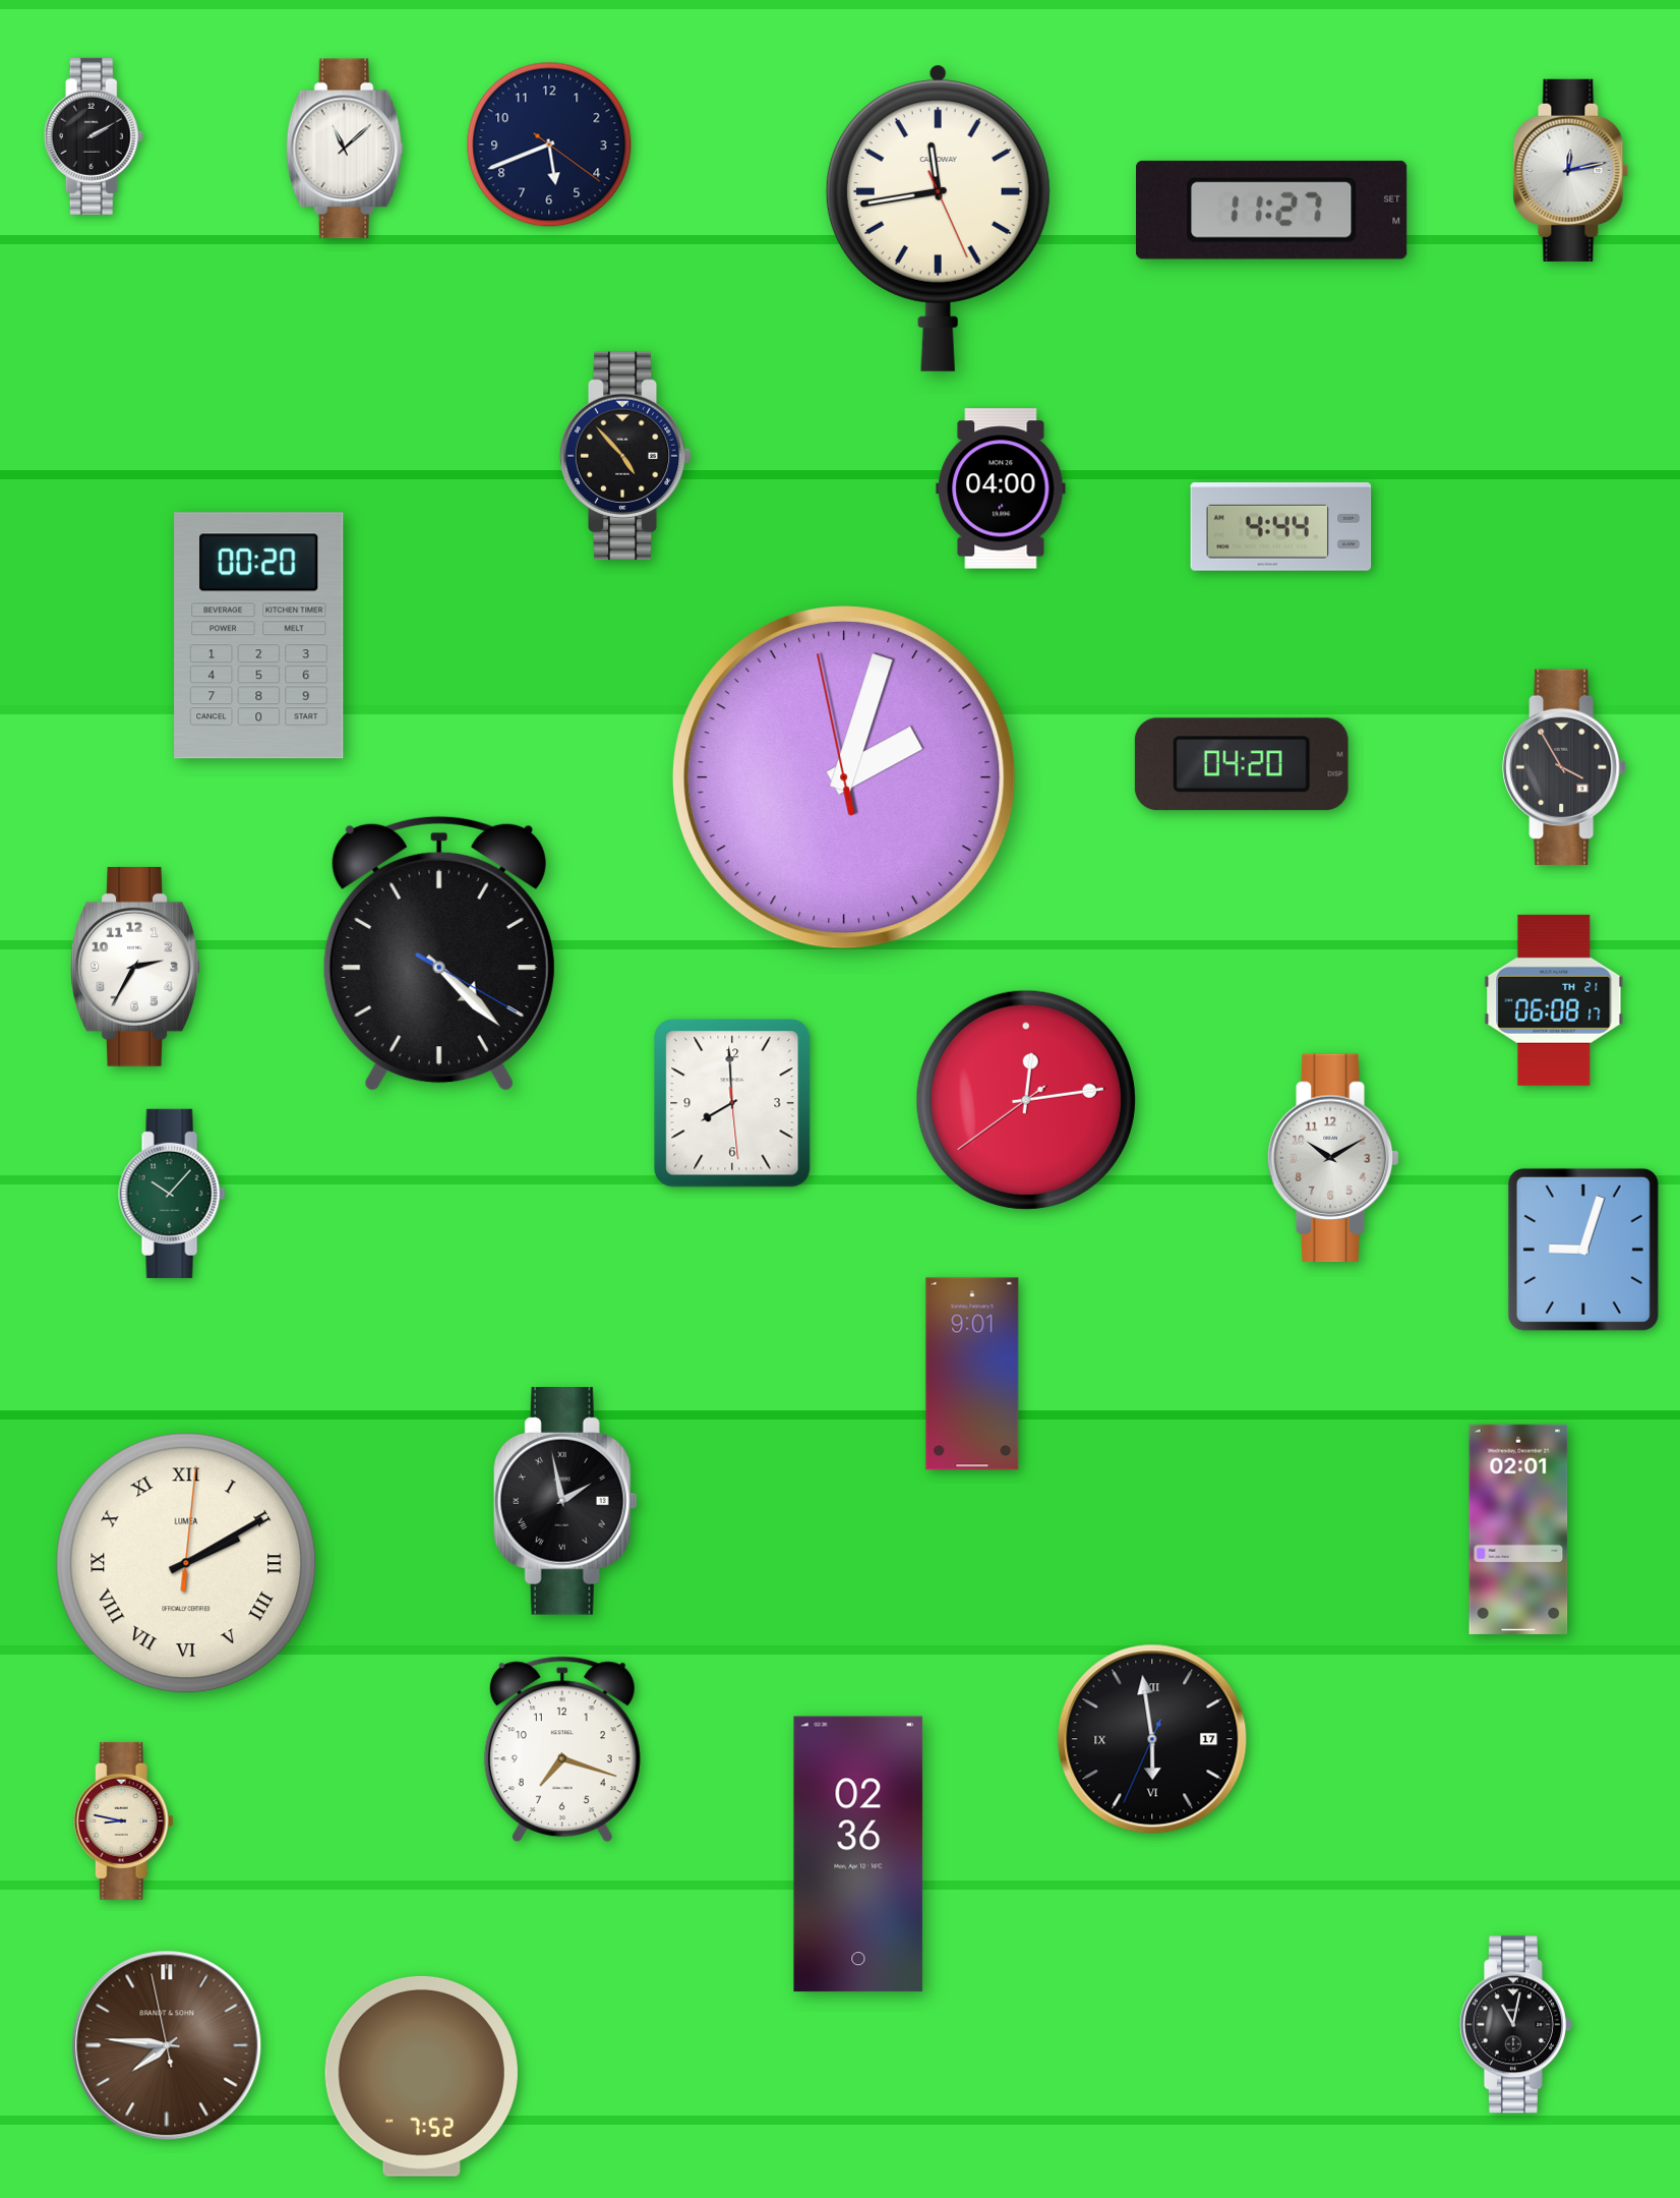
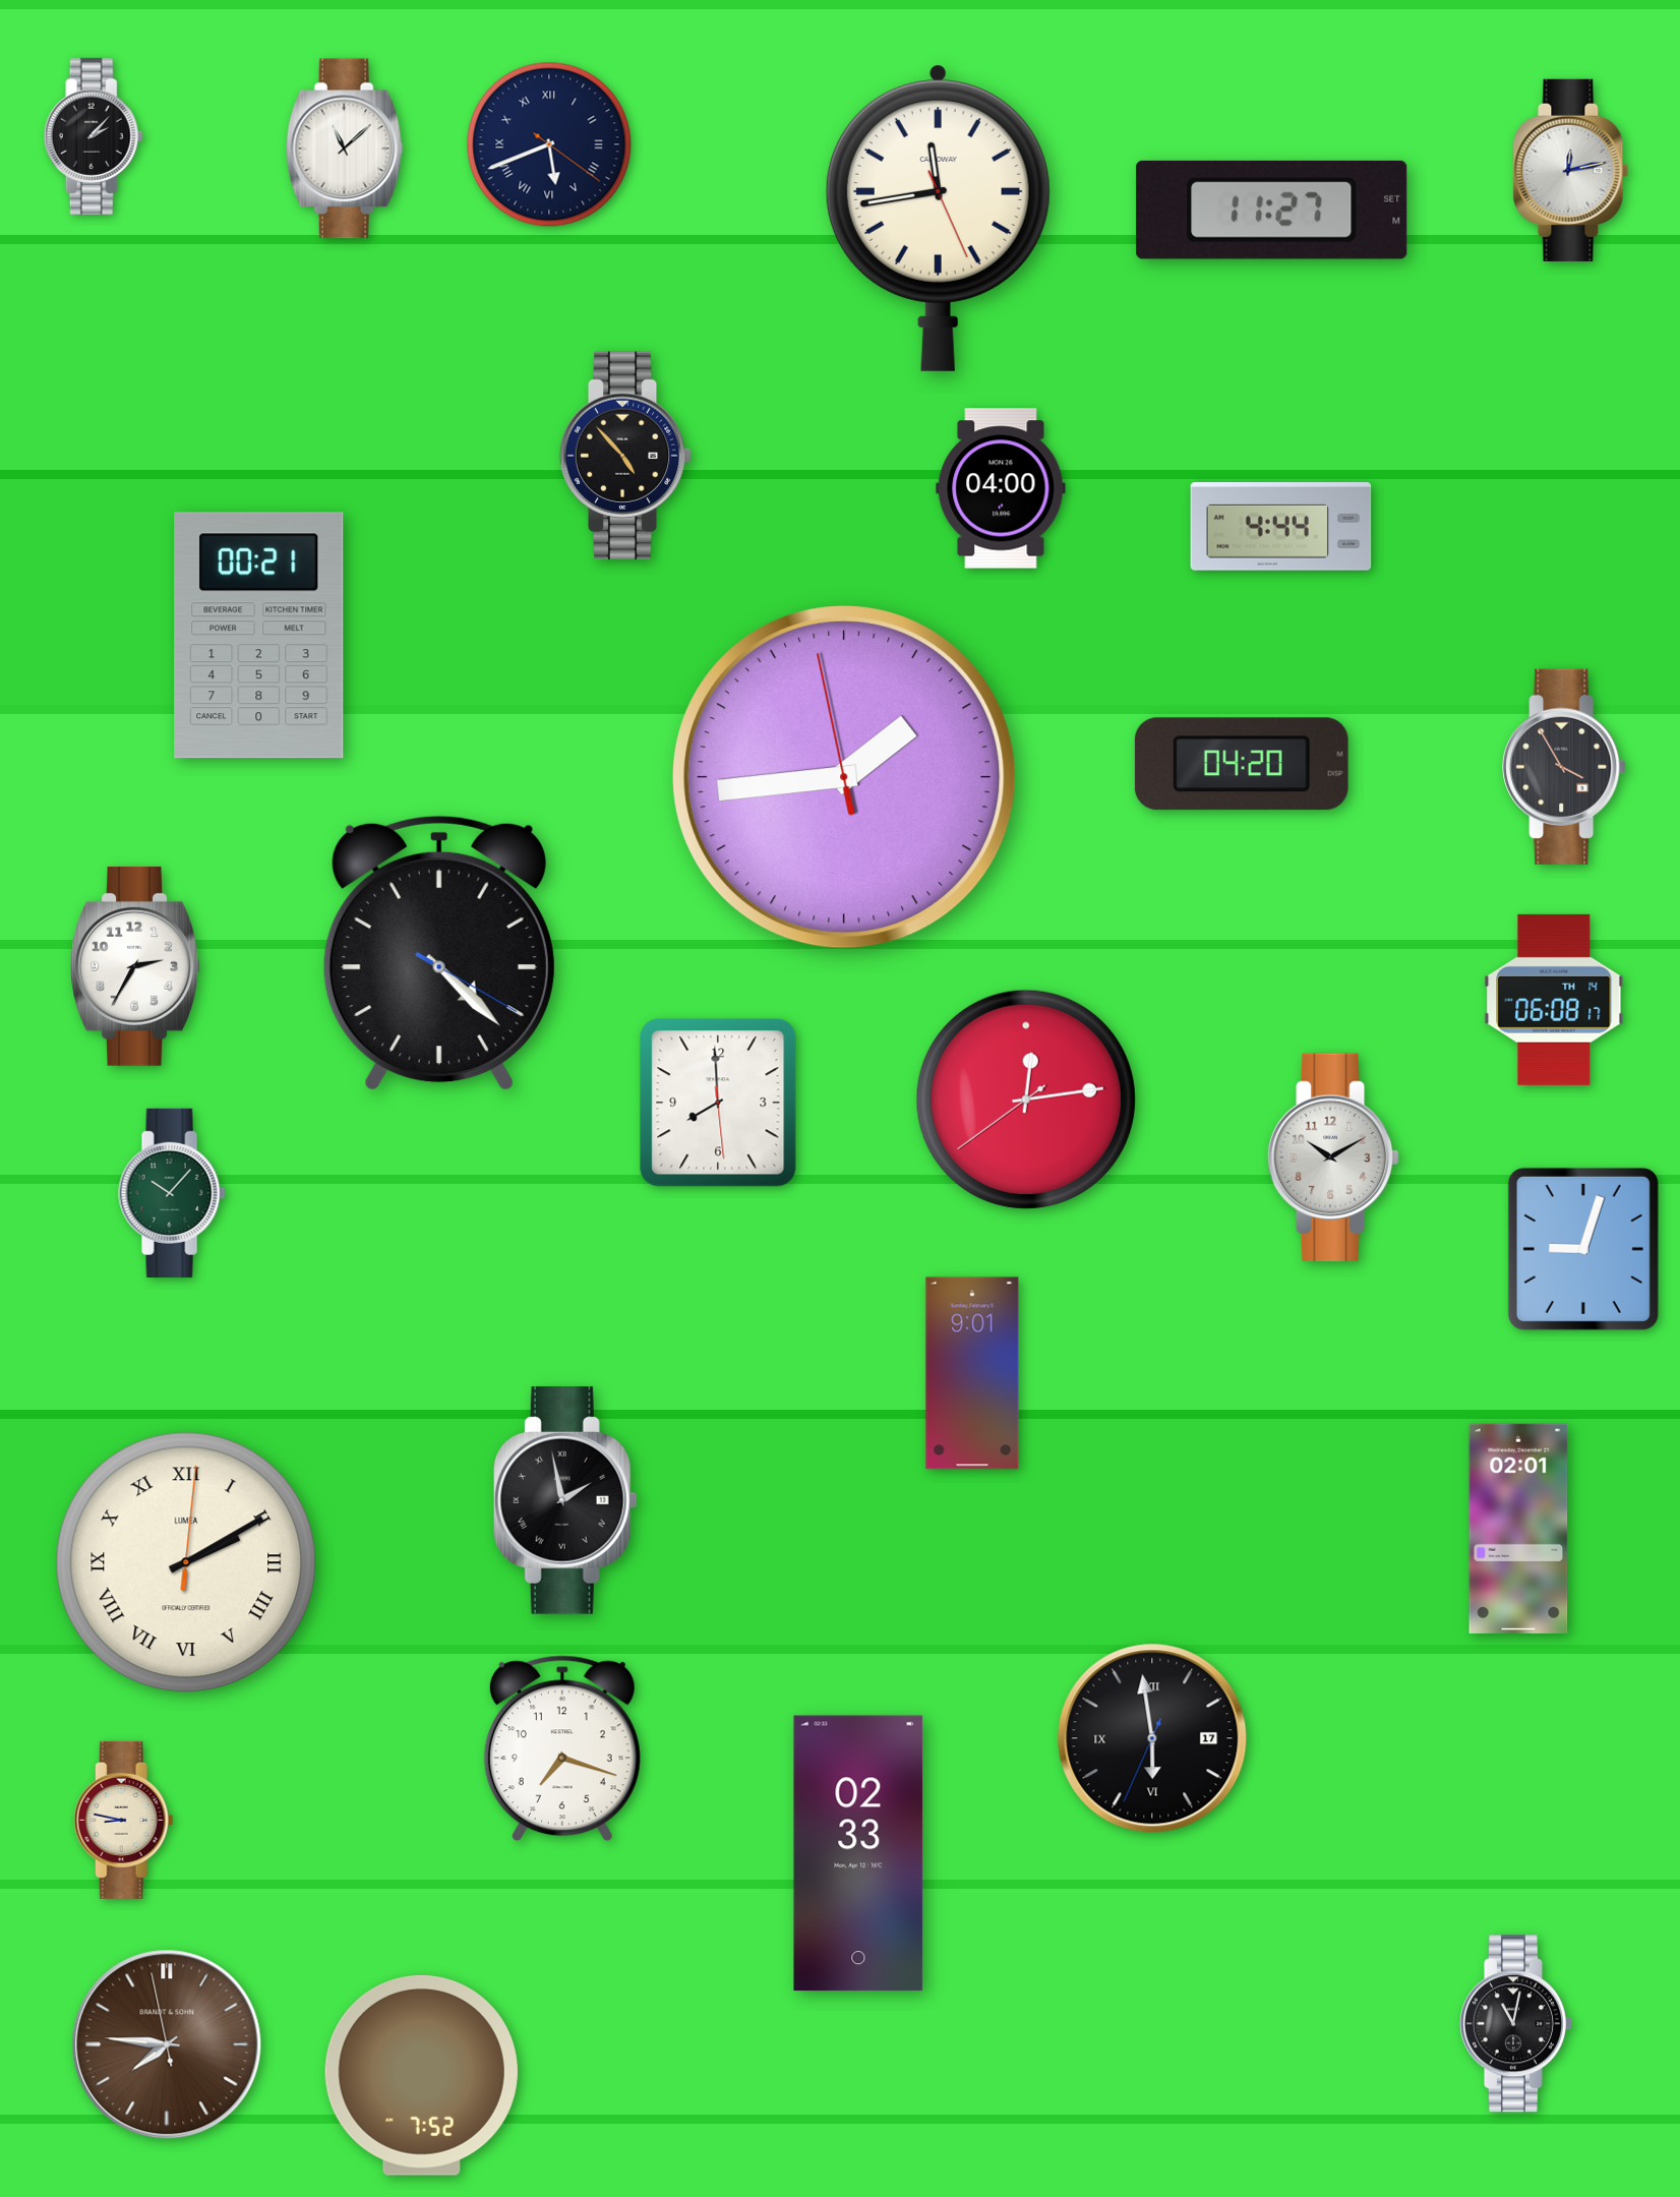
clock at (94, 136): 2:10 -> 2:07
clock at (549, 144) numerals: Arabic -> Roman
clock at (259, 636): 00:20 -> 00:21
clock at (844, 777): 2:02 -> 1:43
clock at (1554, 1000) date: TH 21 -> TH 14
clock at (732, 1103) position: (732, 1103) -> (718, 1103)
clock at (858, 1854): 02:36 -> 02:33
